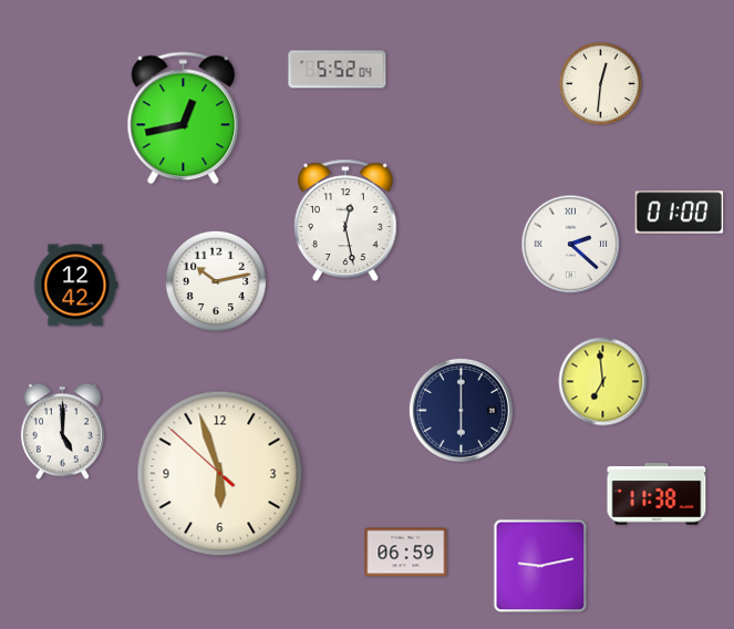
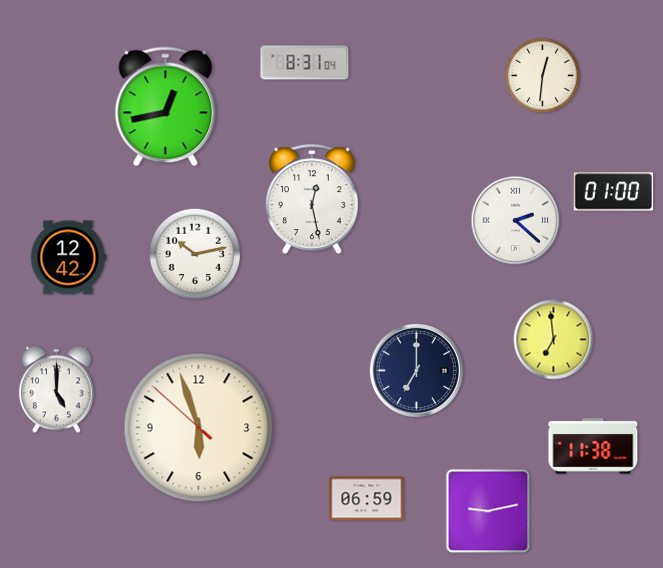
clock at (338, 70): 5:52 -> 8:31
clock at (603, 382) position: (603, 382) -> (554, 340)
clock at (461, 410): 6:00 -> 7:00
